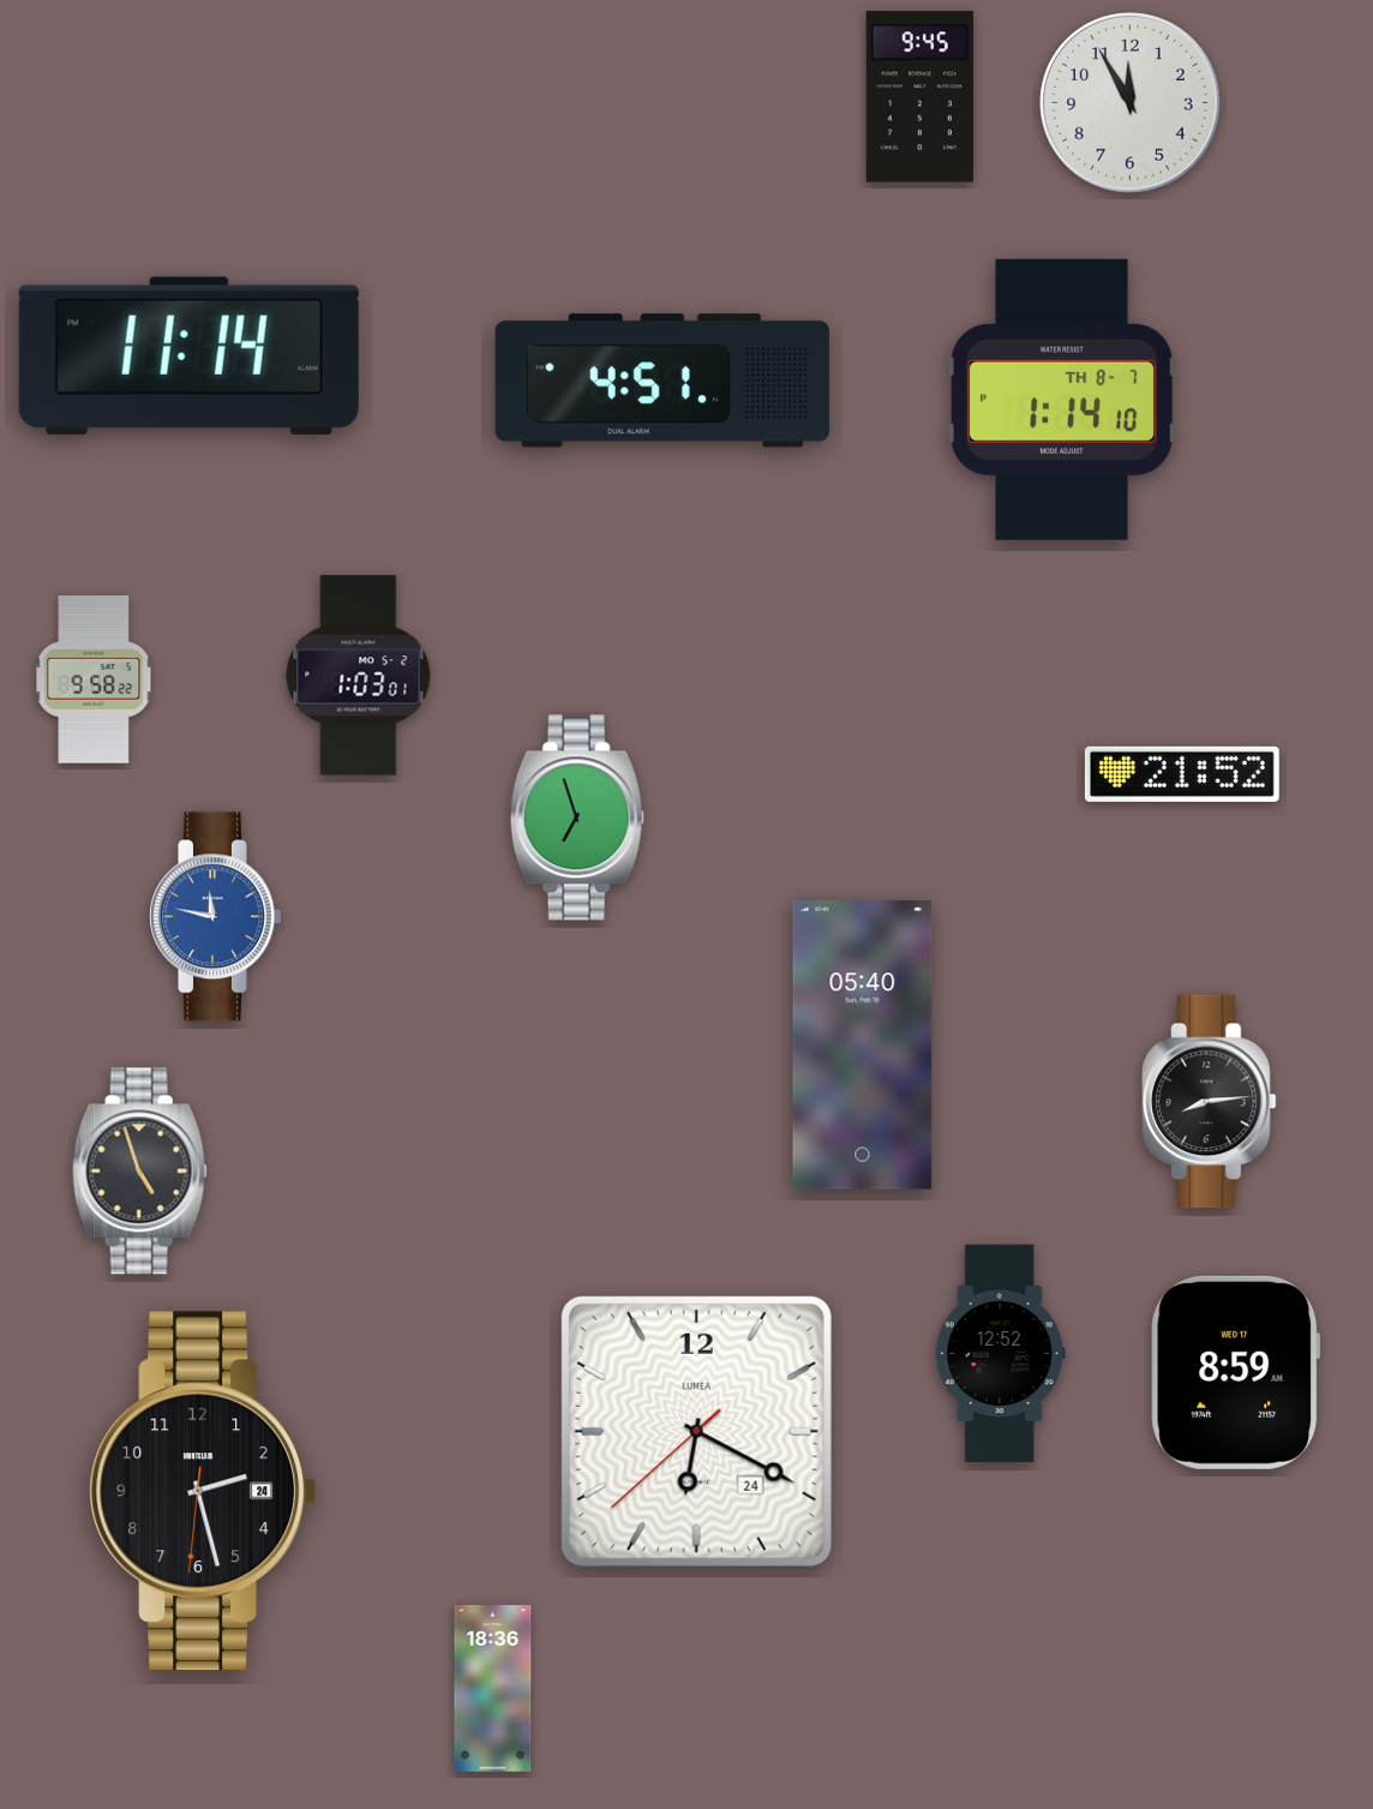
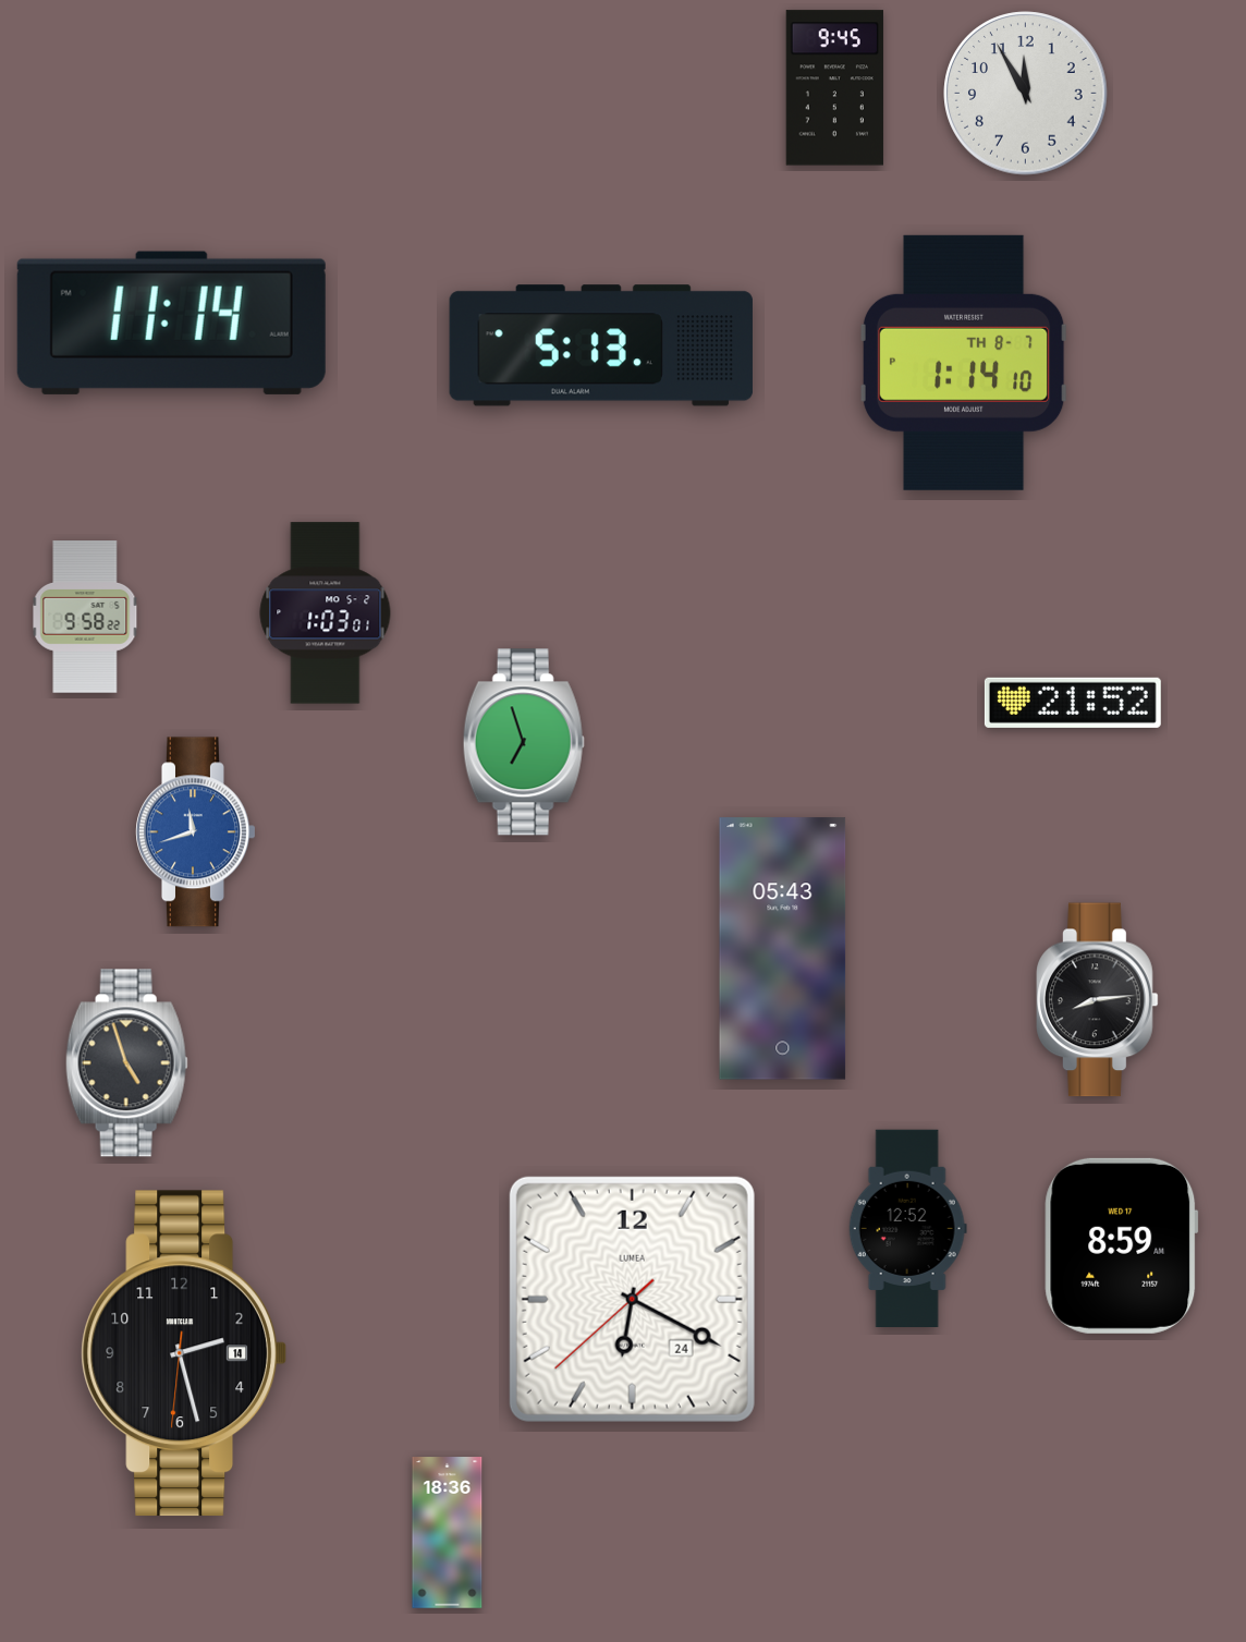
clock at (662, 381): 4:51 -> 5:13
clock at (216, 917): 11:47 -> 11:42
clock at (863, 1046): 05:40 -> 05:43
clock at (203, 1491) date: 24 -> 14
